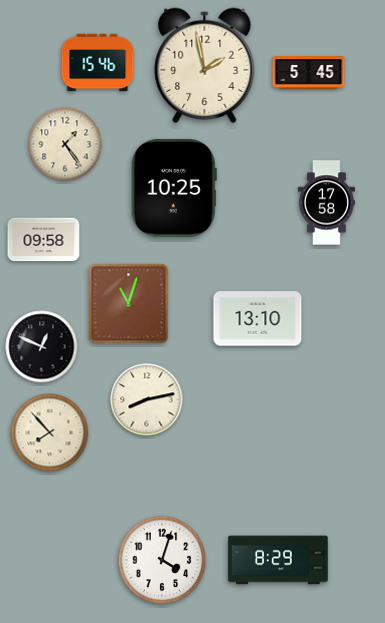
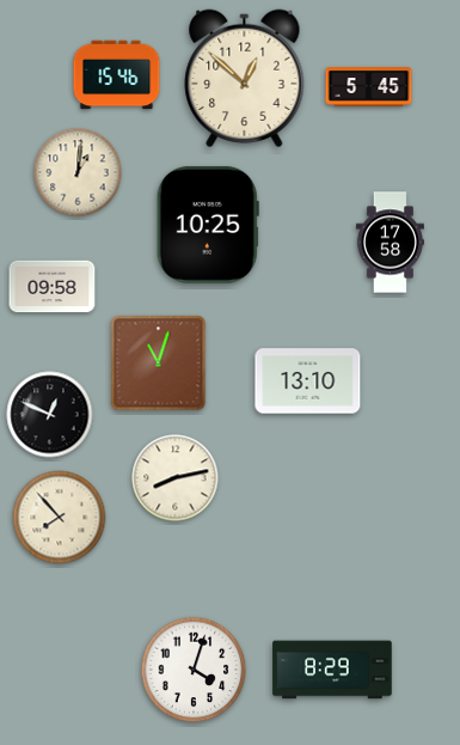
clock at (205, 65): 1:58 -> 12:52
clock at (65, 144): 1:24 -> 1:01
clock at (129, 304) position: (129, 304) -> (159, 364)
